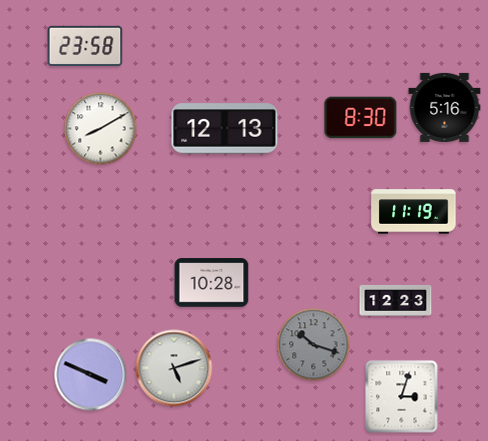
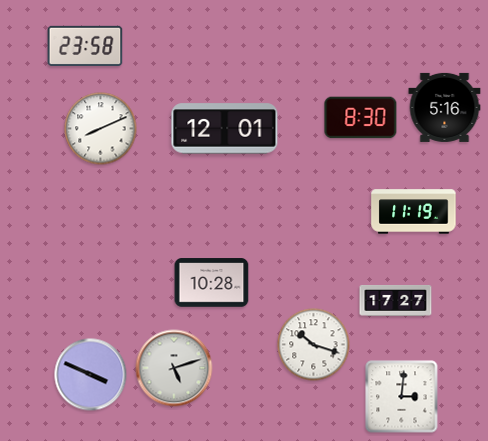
clock at (101, 129): 8:10 -> 8:11
clock at (225, 129): 12:13 -> 12:01
clock at (396, 300): 12:23 -> 17:27
clock at (314, 345) dial: grey -> white
clock at (402, 397): 3:03 -> 3:01
